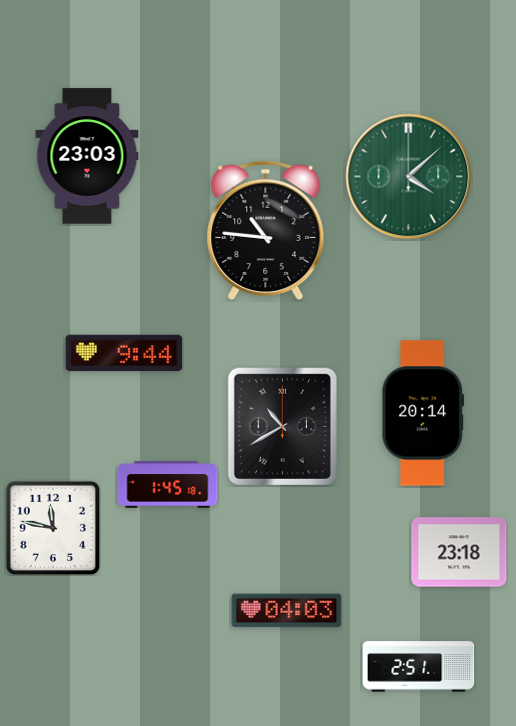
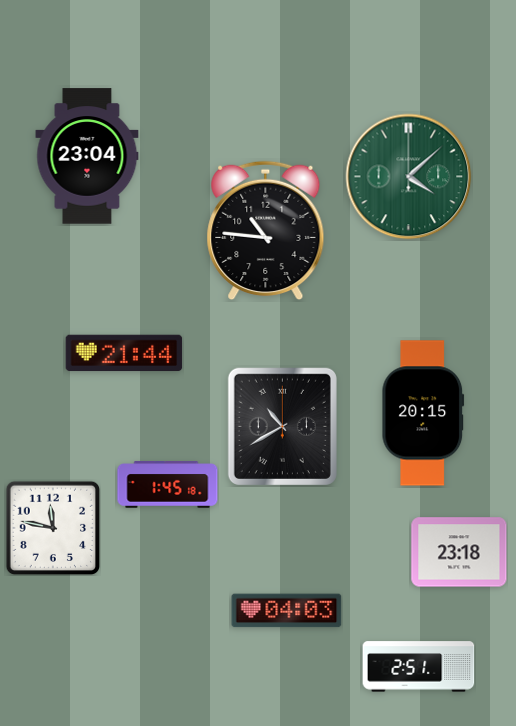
clock at (87, 156): 23:03 -> 23:04
clock at (124, 353): 9:44 -> 21:44
clock at (423, 413): 20:14 -> 20:15
